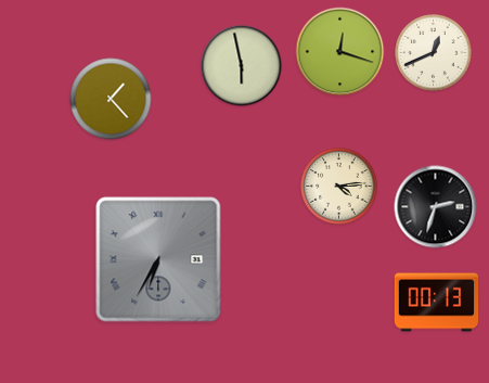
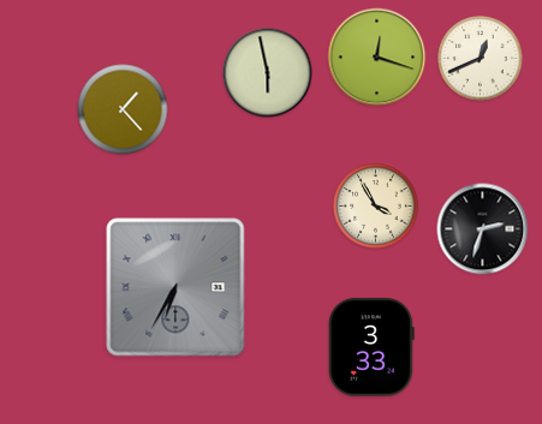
clock at (339, 187): 4:14 -> 3:55
clock at (437, 303): 00:13 -> none
clock at (371, 347): none -> 3:33
